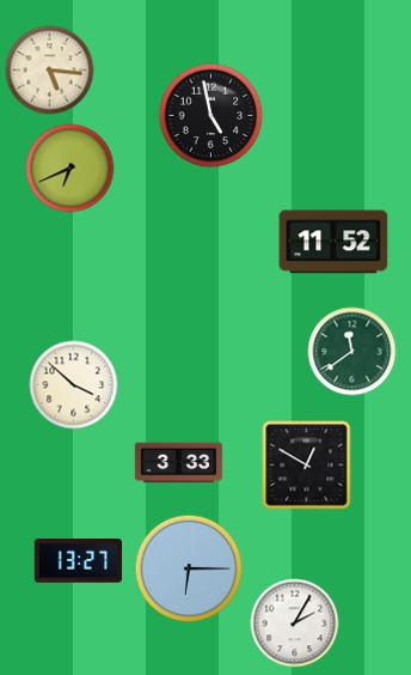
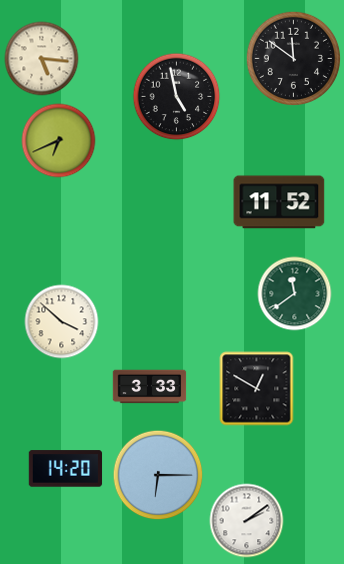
clock at (293, 58): none -> 11:51
clock at (79, 561): 13:27 -> 14:20
clock at (295, 624): 2:05 -> 2:09
